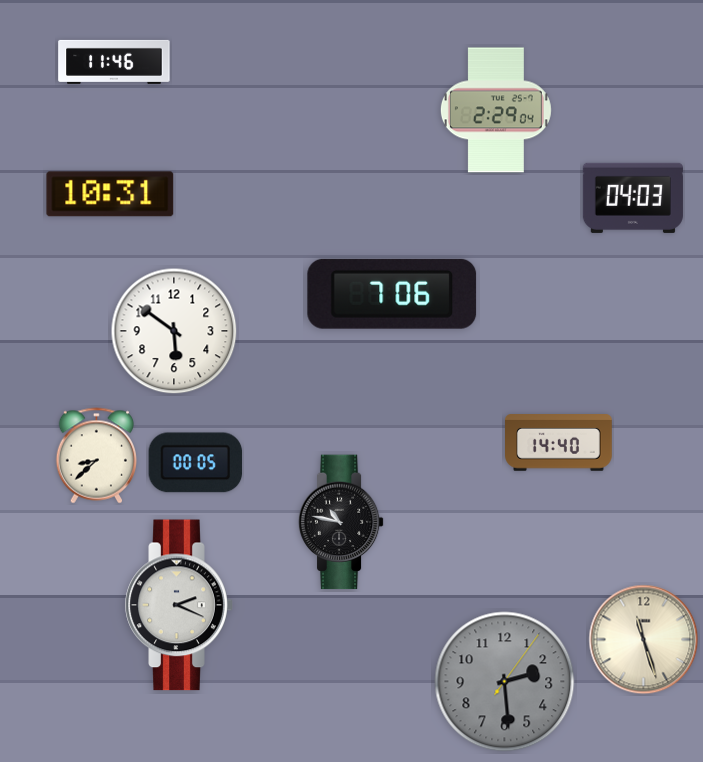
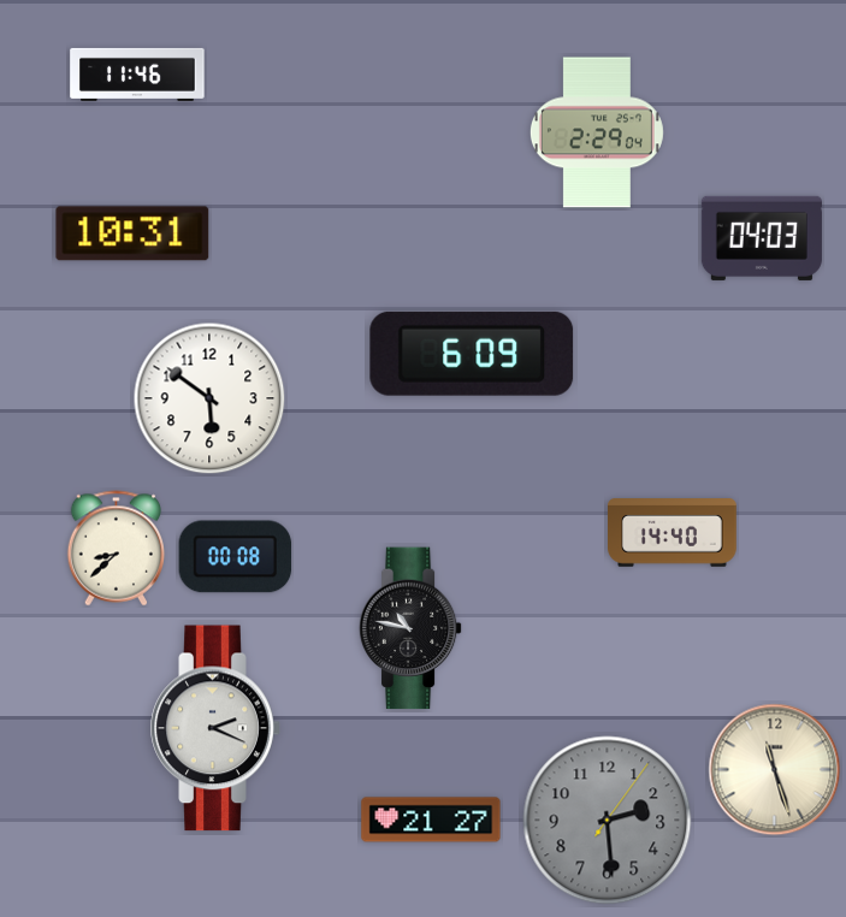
clock at (392, 294): 7:06 -> 6:09
clock at (196, 463): 00:05 -> 00:08
clock at (431, 820): none -> 21:27
